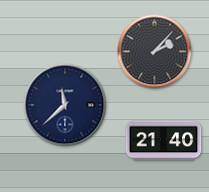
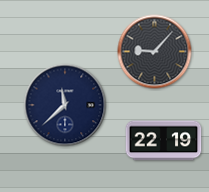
clock at (155, 52): 2:07 -> 9:07
clock at (164, 141): 21:40 -> 22:19
